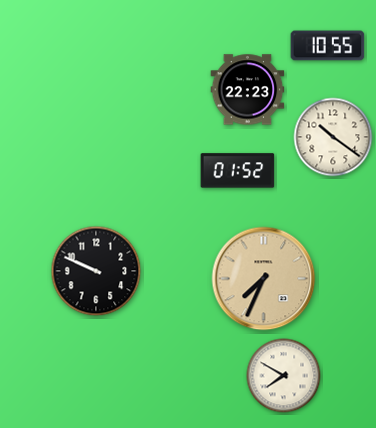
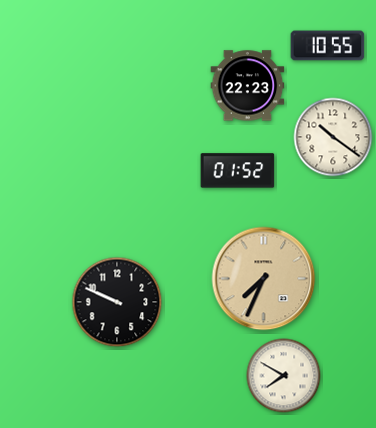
clock at (248, 90) position: (248, 90) -> (248, 86)
clock at (96, 271) position: (96, 271) -> (117, 302)
